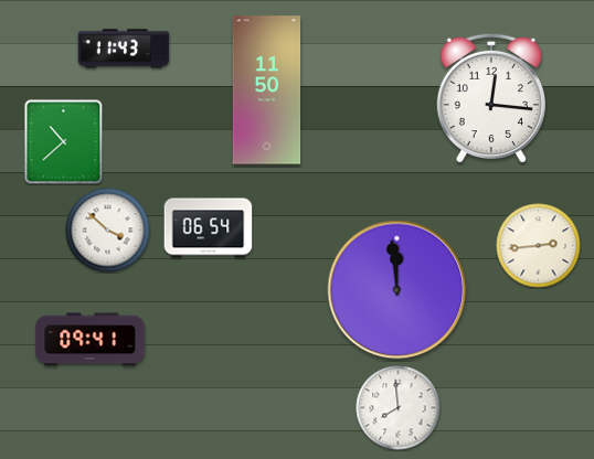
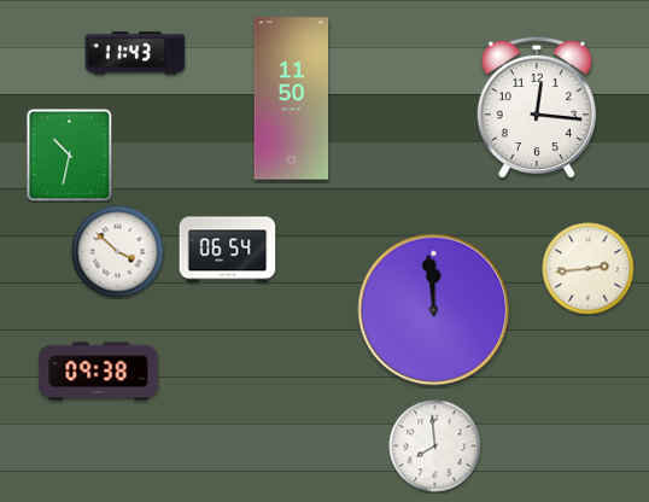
clock at (64, 142): 10:38 -> 10:32
clock at (397, 290) position: (397, 290) -> (434, 310)
clock at (91, 340): 09:41 -> 09:38
